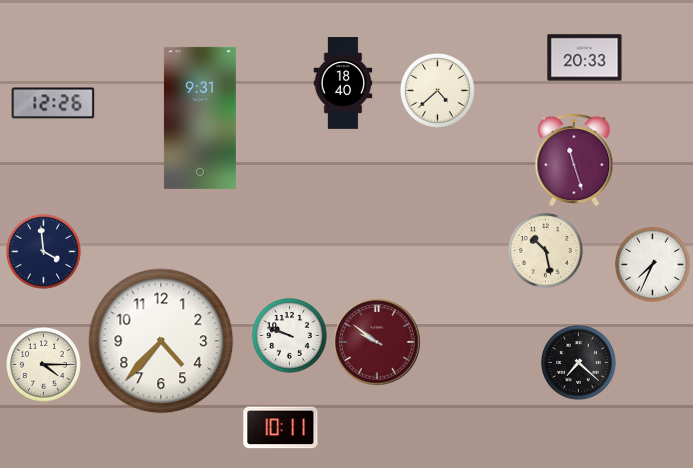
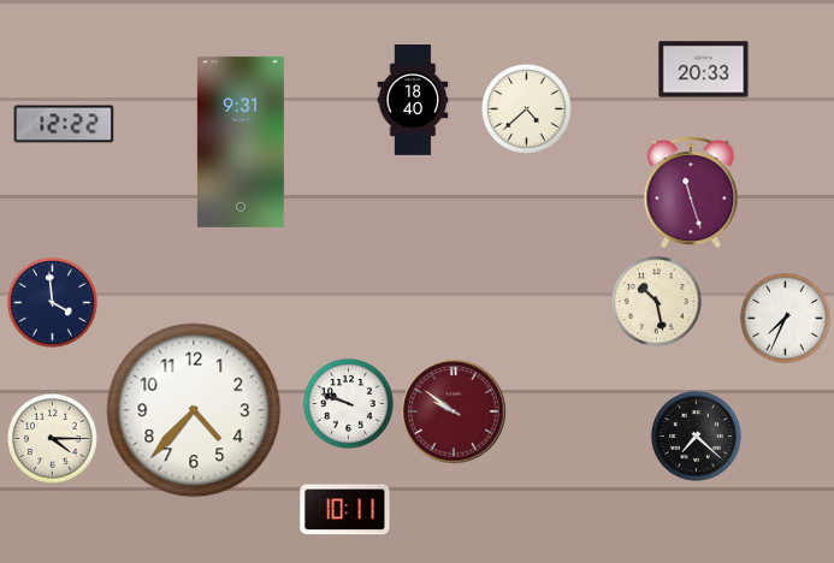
clock at (53, 103): 12:26 -> 12:22
clock at (281, 428) position: (281, 428) -> (345, 510)
